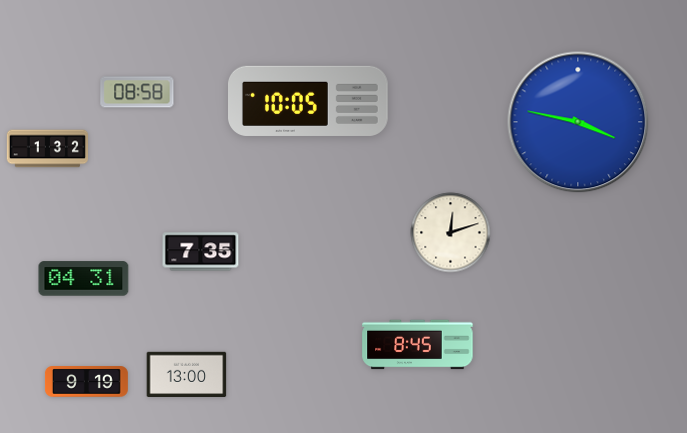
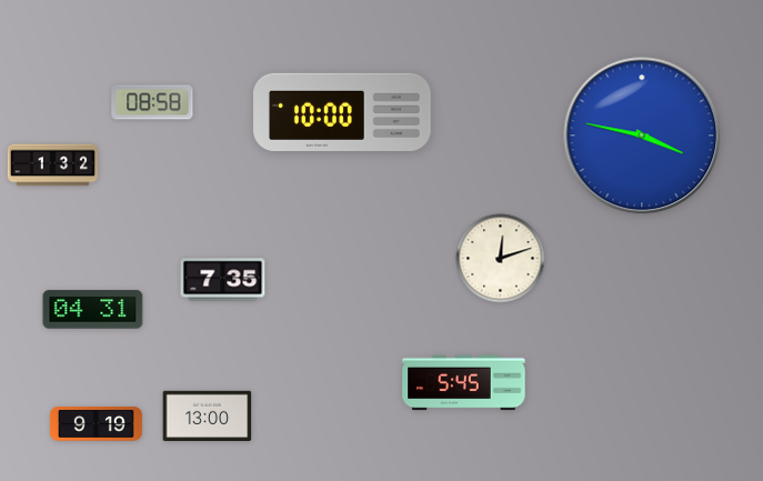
clock at (309, 101): 10:05 -> 10:00
clock at (418, 345): 8:45 -> 5:45
